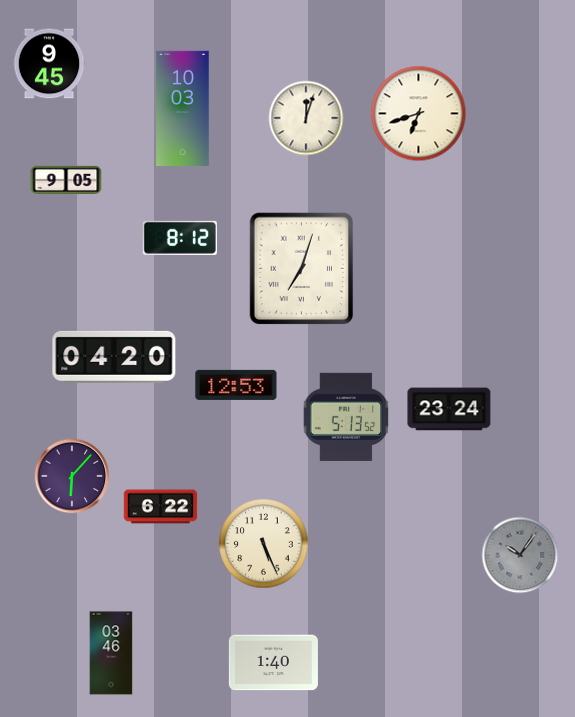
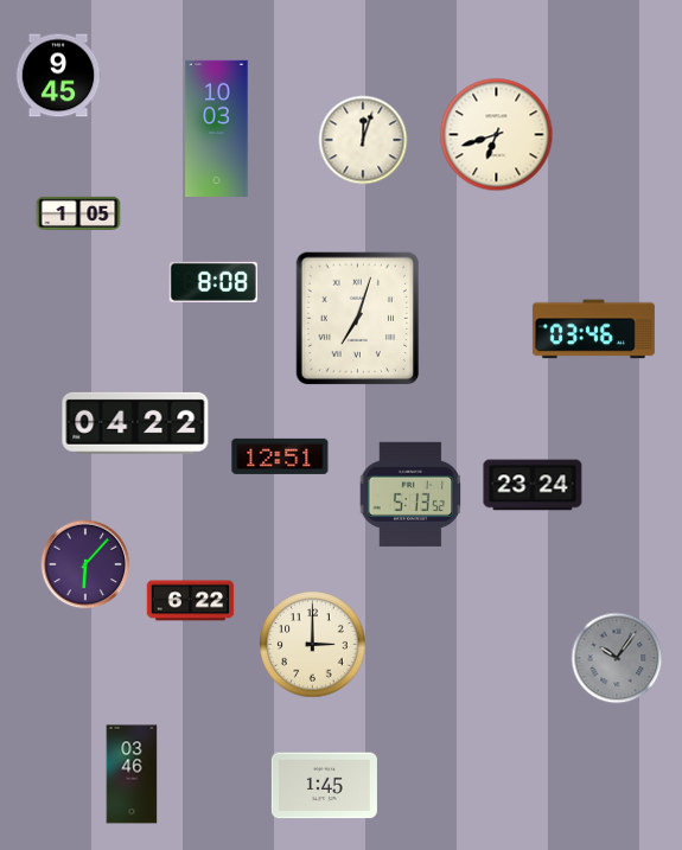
clock at (66, 180): 9:05 -> 1:05
clock at (180, 238): 8:12 -> 8:08
clock at (593, 330): none -> 03:46
clock at (114, 357): 04:20 -> 04:22
clock at (236, 385): 12:53 -> 12:51
clock at (264, 544): 5:26 -> 3:00
clock at (273, 663): 1:40 -> 1:45
